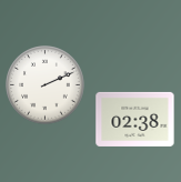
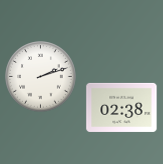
clock at (46, 85): 2:11 -> 2:12
